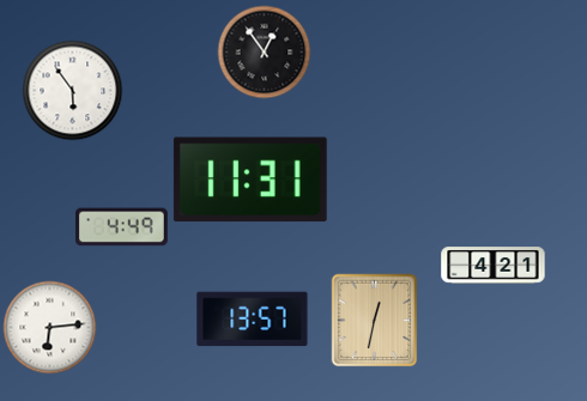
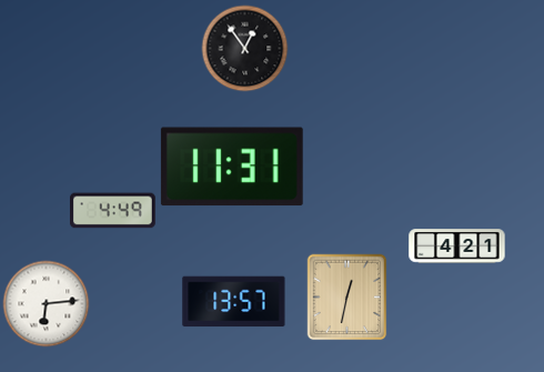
clock at (72, 90): 5:54 -> none
clock at (253, 320) position: (253, 320) -> (234, 302)
